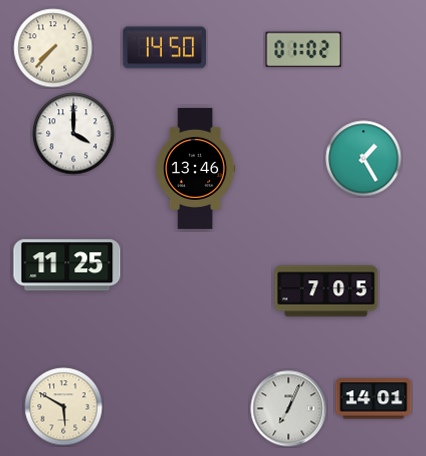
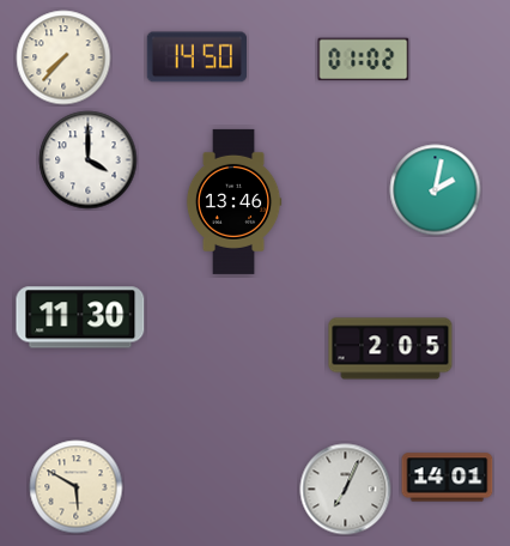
clock at (364, 159): 1:25 -> 2:02
clock at (67, 265): 11:25 -> 11:30
clock at (326, 291): 7:05 -> 2:05
